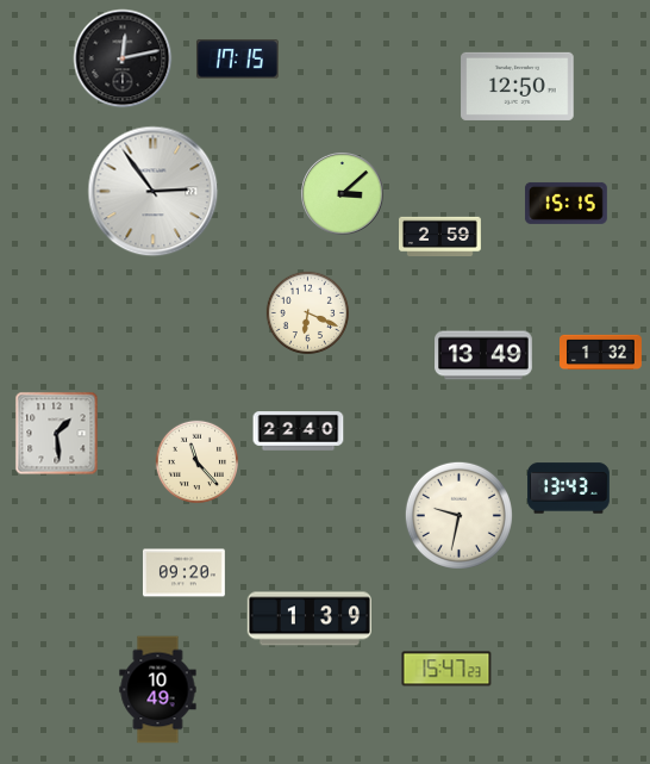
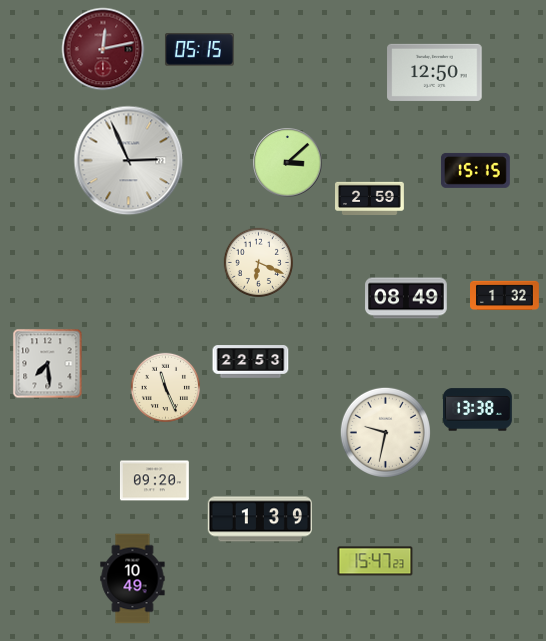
clock at (123, 58) dial: black -> burgundy
clock at (237, 60): 17:15 -> 05:15
clock at (154, 192): 2:54 -> 2:56
clock at (483, 355): 13:49 -> 08:49
clock at (299, 431): 22:40 -> 22:53
clock at (57, 434): 1:29 -> 7:29
clock at (196, 461): 11:23 -> 11:26
clock at (568, 489): 13:43 -> 13:38
